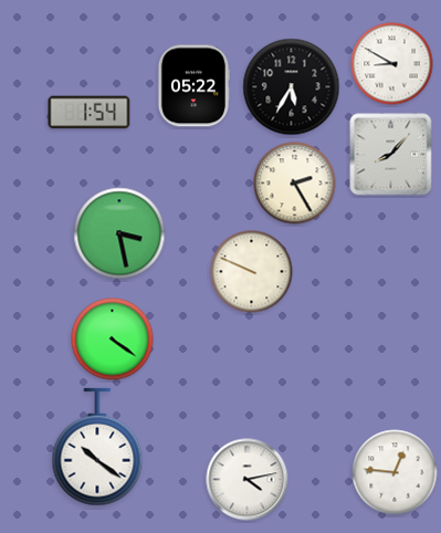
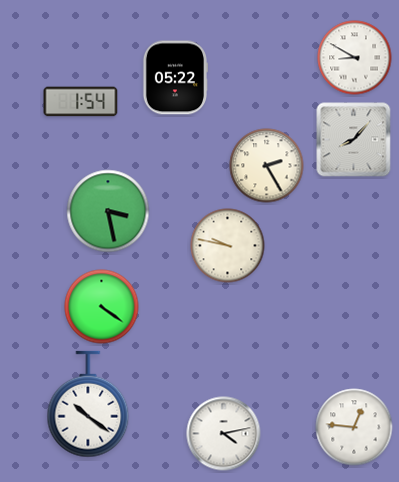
clock at (292, 87): 5:35 -> none
clock at (252, 272): 9:49 -> 9:47
clock at (395, 472) position: (395, 472) -> (354, 427)
